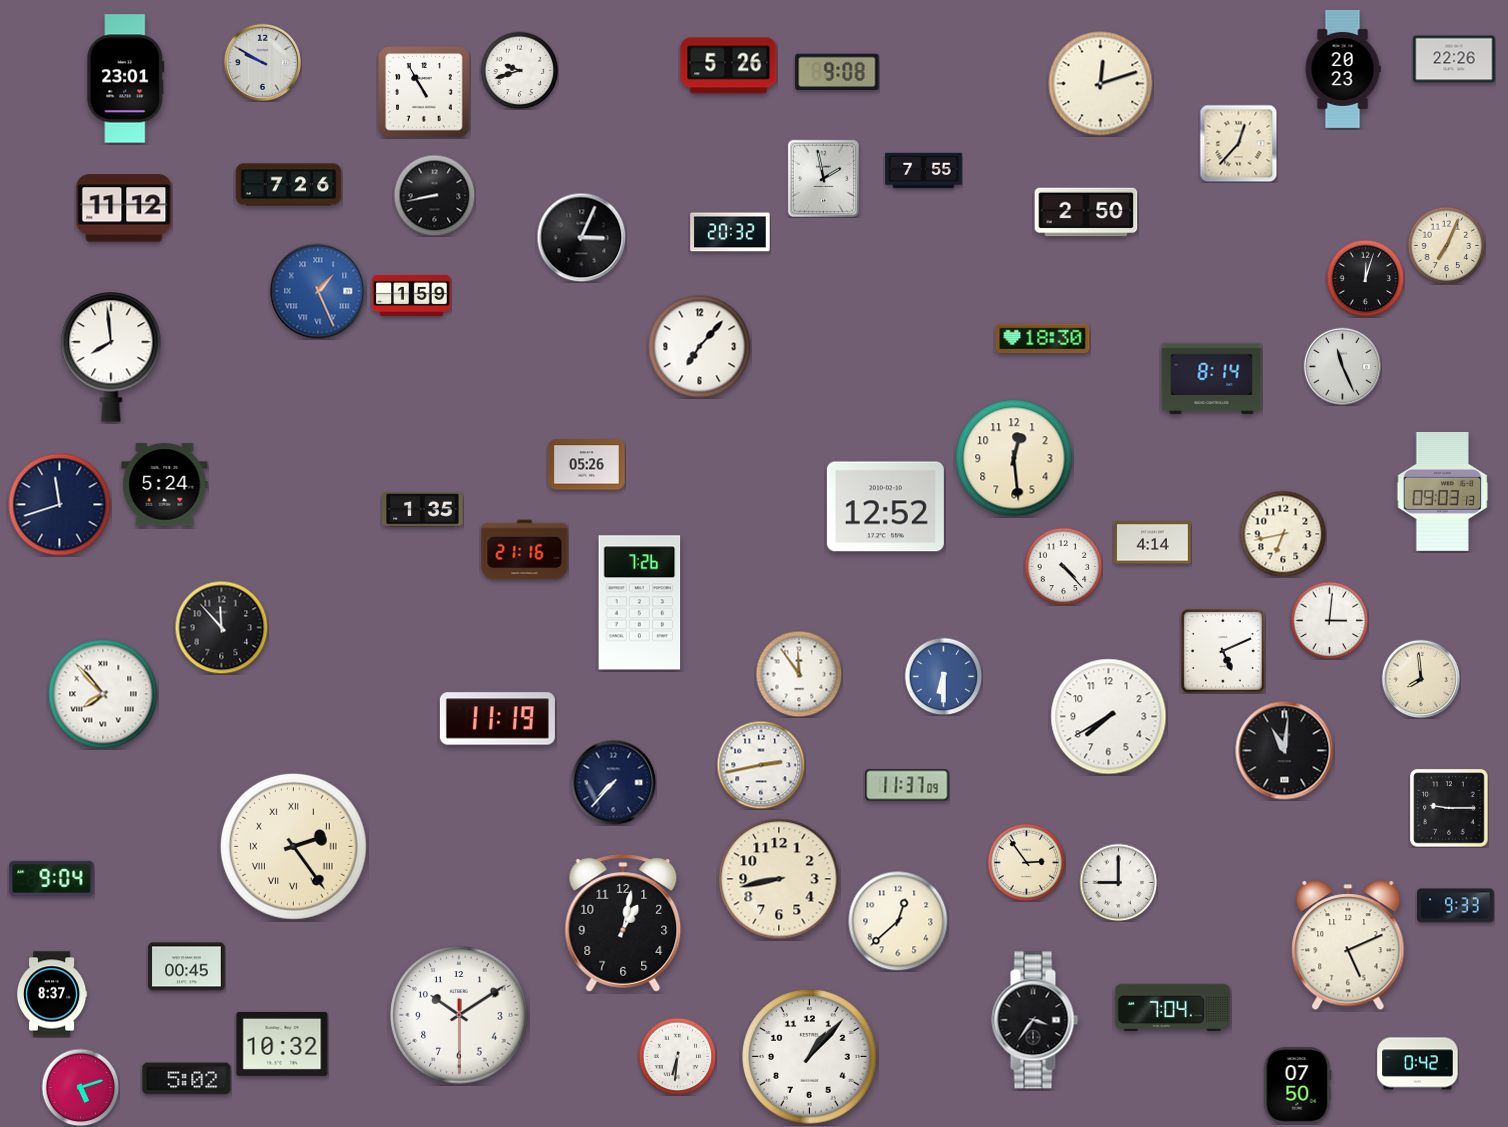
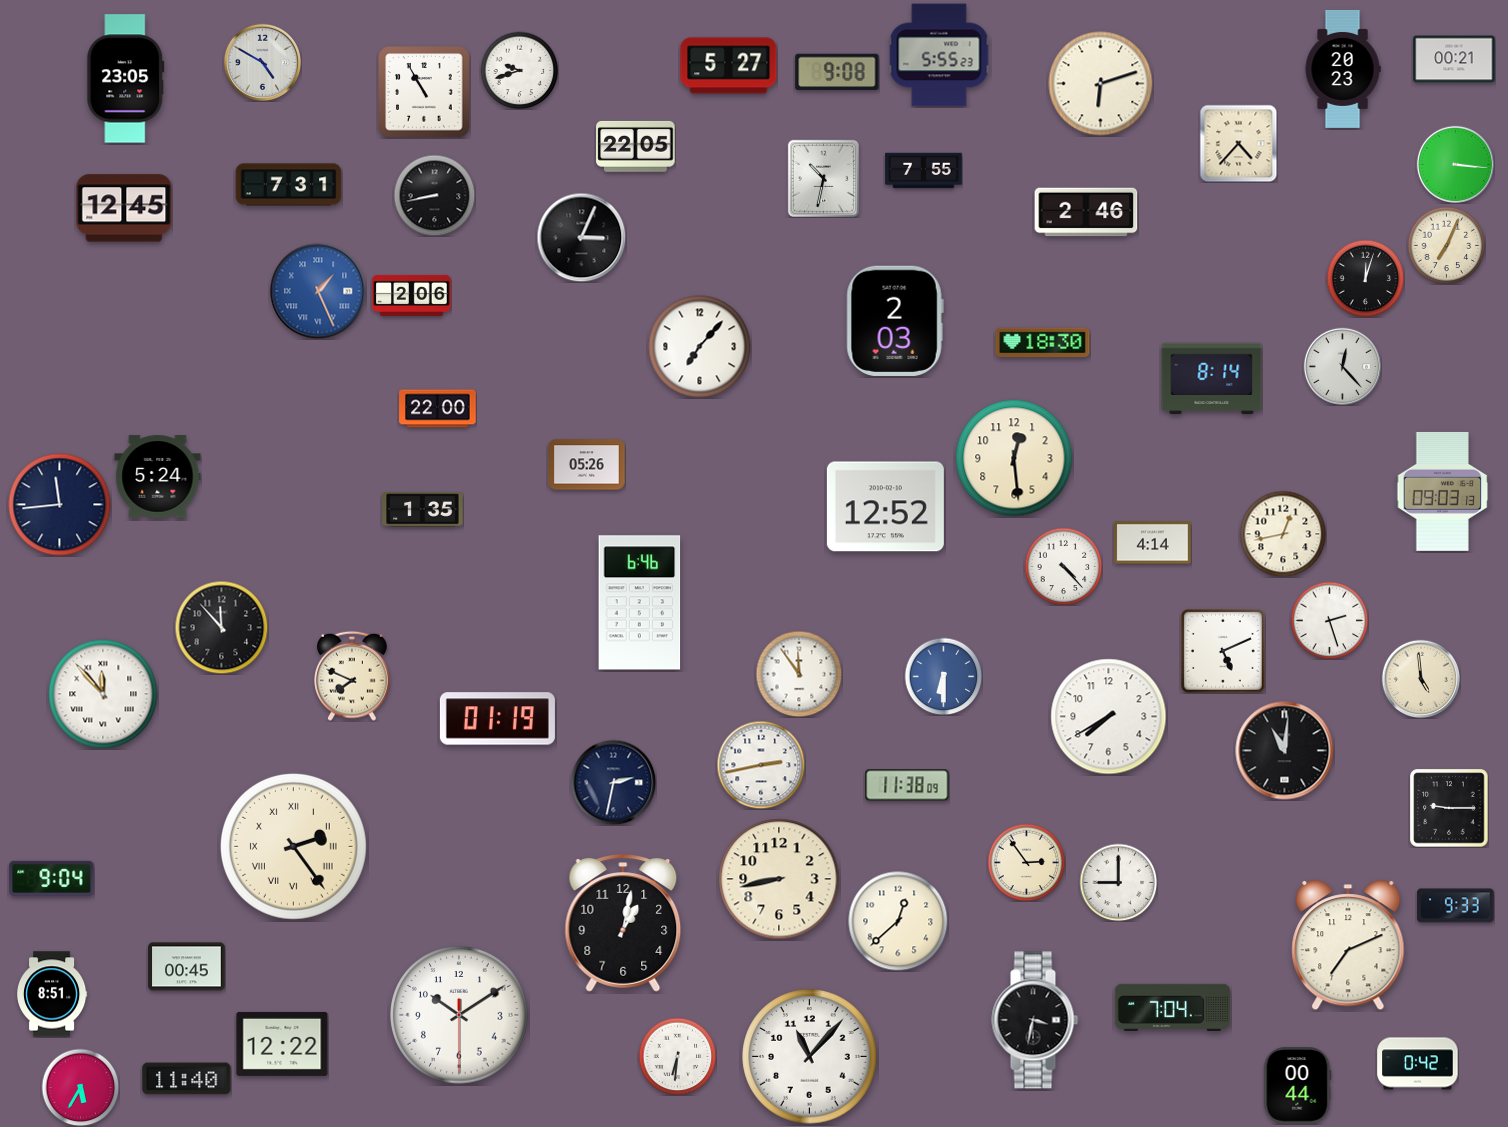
clock at (939, 55): none -> 5:55
clock at (1454, 59): 22:26 -> 00:21
clock at (262, 62): 9:50 -> 4:50
clock at (729, 66): 5:26 -> 5:27
clock at (126, 79): 23:01 -> 23:05
clock at (1101, 84): 12:12 -> 6:12
clock at (1238, 143): 12:37 -> 4:37
clock at (636, 146): none -> 22:05
clock at (1455, 164): none -> 3:16
clock at (823, 178): 1:58 -> 10:32
clock at (289, 185): 7:26 -> 7:31
clock at (124, 208): 11:12 -> 12:45
clock at (1086, 212): 2:50 -> 2:46
clock at (730, 232): 20:32 -> none
clock at (412, 295): 1:59 -> 2:06
clock at (895, 321): none -> 2:03
clock at (1043, 339) position: (1043, 339) -> (1043, 343)
clock at (111, 357): 7:59 -> none
clock at (1342, 366): 11:26 -> 12:23
clock at (438, 409): none -> 22:00
clock at (165, 485) position: (165, 485) -> (158, 477)
clock at (60, 505): 11:42 -> 11:44
clock at (1283, 534): 6:43 -> 12:43
clock at (525, 550): 21:16 -> none
clock at (640, 603): 7:26 -> 6:46
clock at (1329, 620): 3:01 -> 2:27
clock at (352, 676): none -> 7:49
clock at (1421, 679): 7:59 -> 4:59
clock at (103, 694): 7:53 -> 11:53
clock at (497, 719): 11:19 -> 01:19
clock at (613, 782): 7:37 -> 2:32
clock at (907, 785): 11:37 -> 11:38
clock at (1348, 946): 5:11 -> 7:11
clock at (53, 994): 8:37 -> 8:51
clock at (1035, 1020): 3:36 -> 3:32
clock at (282, 1044): 10:32 -> 12:22
clock at (810, 1057): 1:07 -> 11:07
clock at (187, 1079): 5:02 -> 11:40
clock at (1297, 1086): 07:50 -> 00:44
clock at (80, 1087): 5:12 -> 5:35
